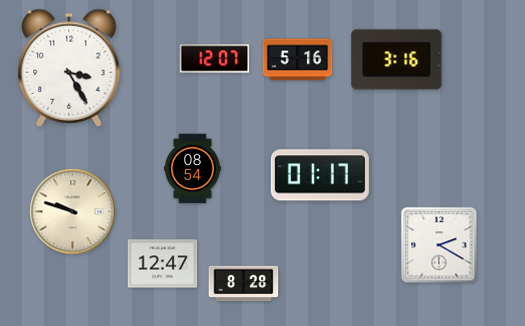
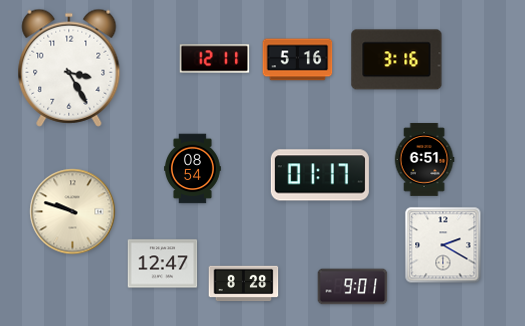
clock at (215, 59): 12:07 -> 12:11
clock at (424, 159): none -> 6:51
clock at (439, 245) position: (439, 245) -> (443, 245)
clock at (353, 287): none -> 9:01
